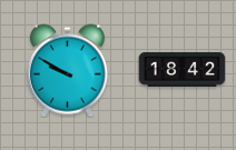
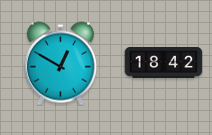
clock at (67, 70): 9:50 -> 12:50
